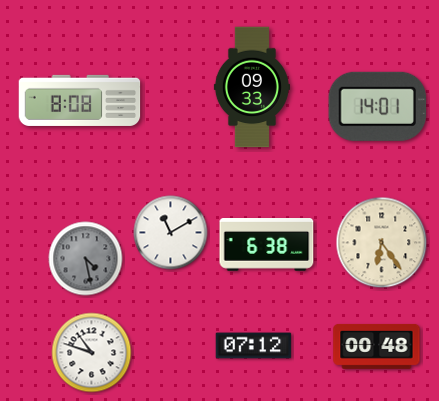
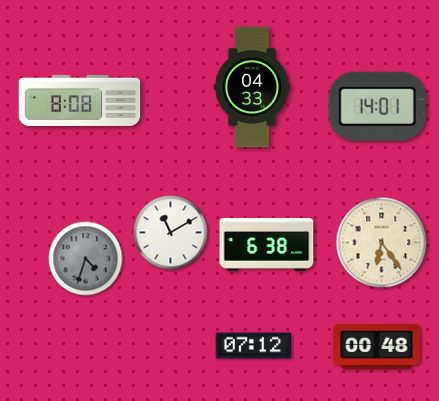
clock at (252, 87): 09:33 -> 04:33
clock at (86, 259): 4:28 -> 4:33
clock at (92, 353): 10:48 -> none
